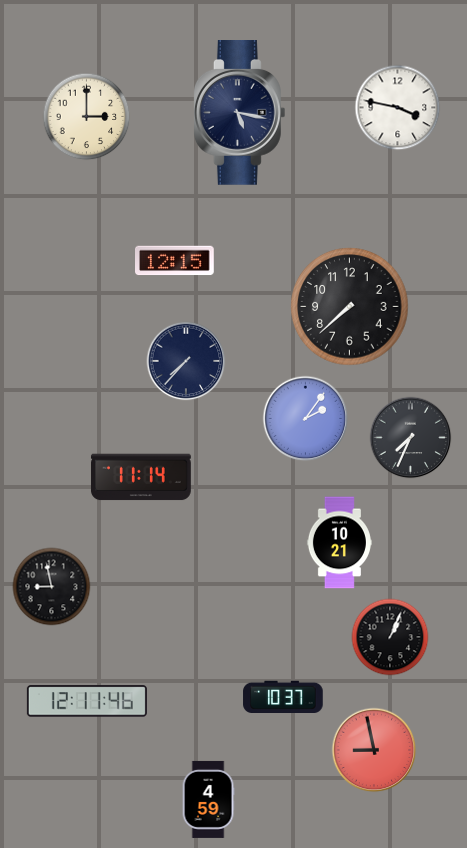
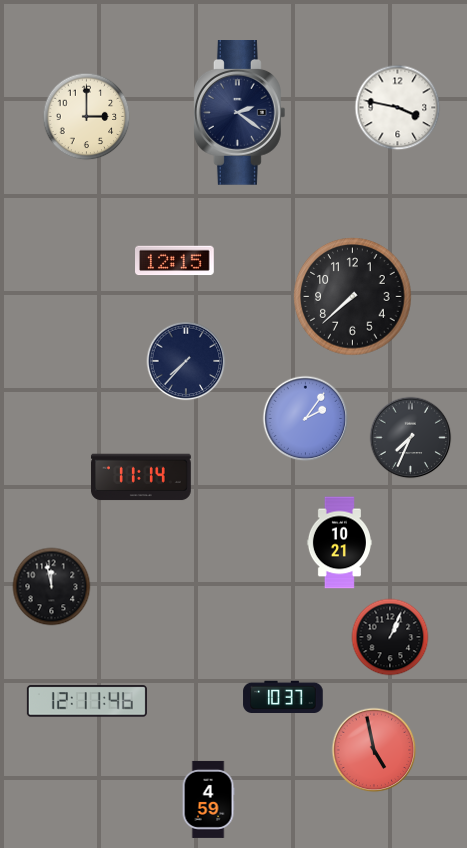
clock at (239, 113): 5:17 -> 2:21
clock at (350, 307) position: (350, 307) -> (353, 297)
clock at (52, 587): 8:58 -> 11:58
clock at (374, 750): 8:58 -> 4:58
